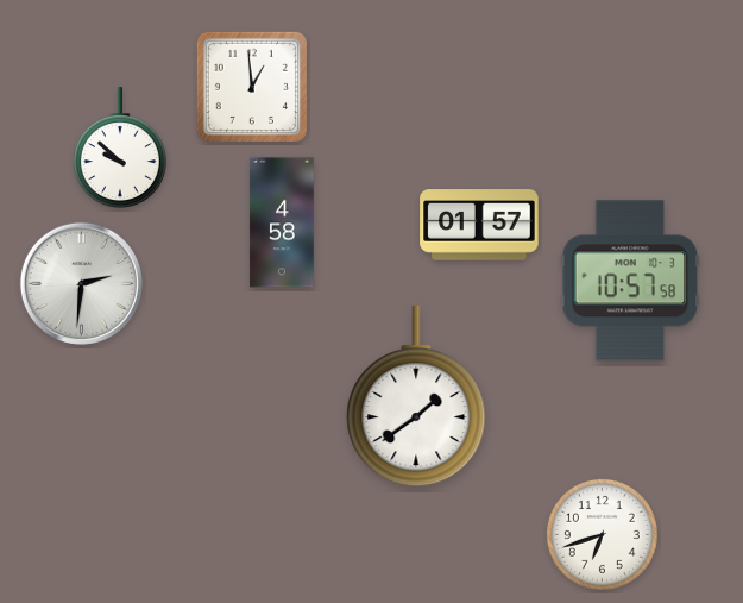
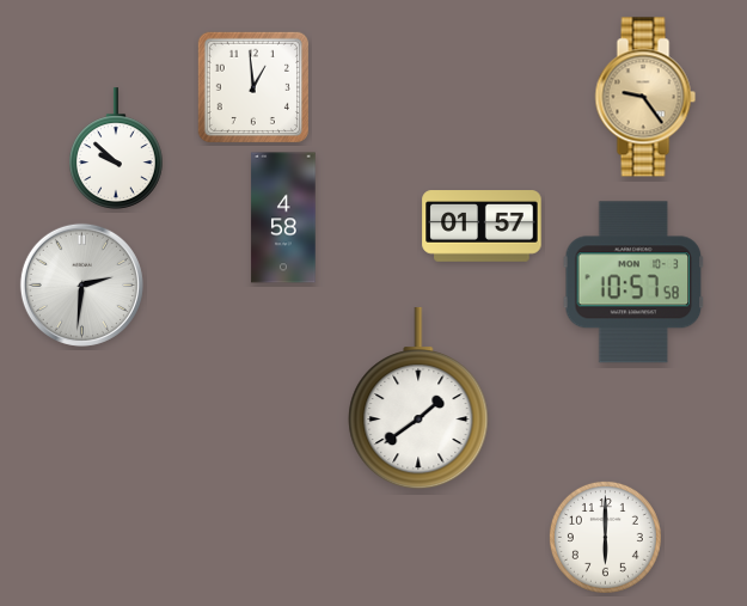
clock at (645, 97): none -> 9:24
clock at (120, 147) position: (120, 147) -> (116, 148)
clock at (282, 222) position: (282, 222) -> (283, 218)
clock at (602, 534): 6:42 -> 6:00
